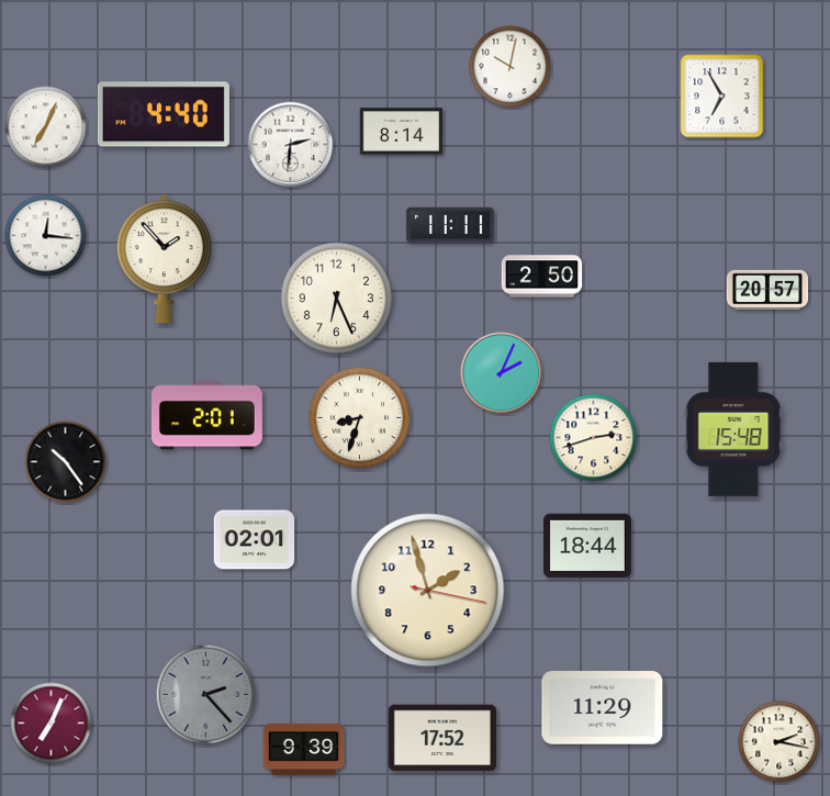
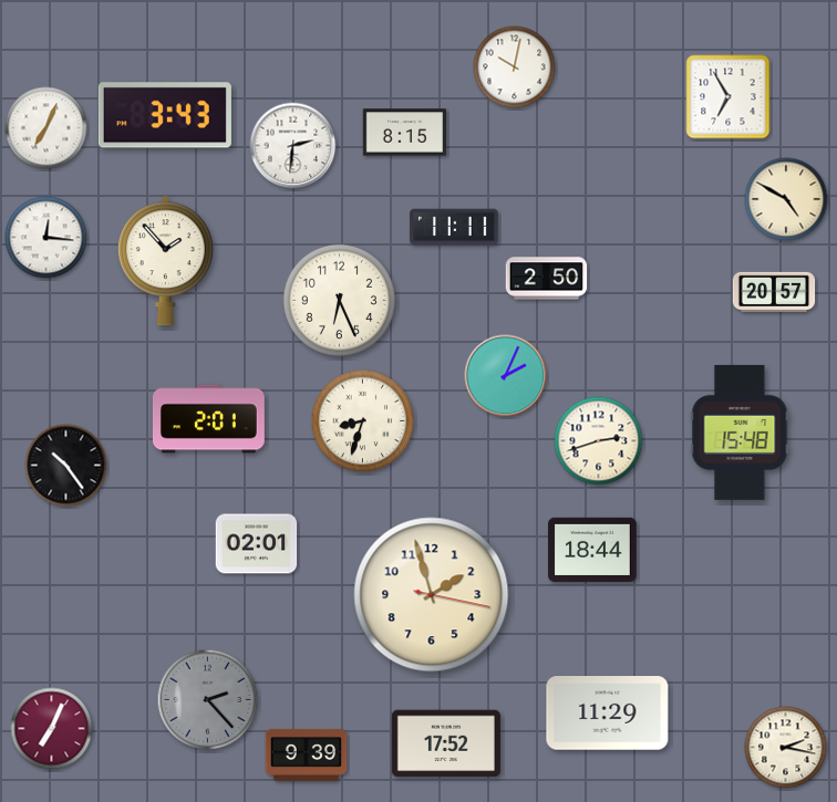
clock at (164, 114): 4:40 -> 3:43
clock at (401, 132): 8:14 -> 8:15
clock at (786, 199): none -> 4:50
